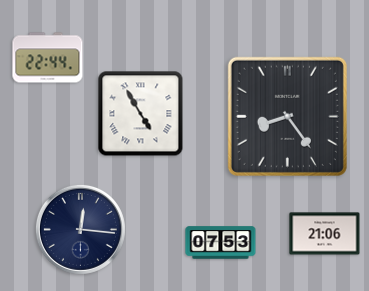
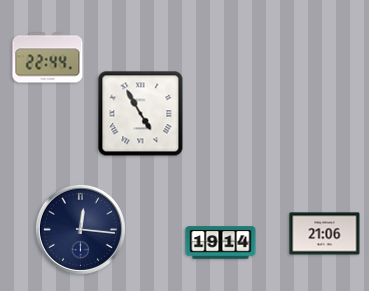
clock at (287, 116): 8:24 -> none
clock at (221, 243): 07:53 -> 19:14
